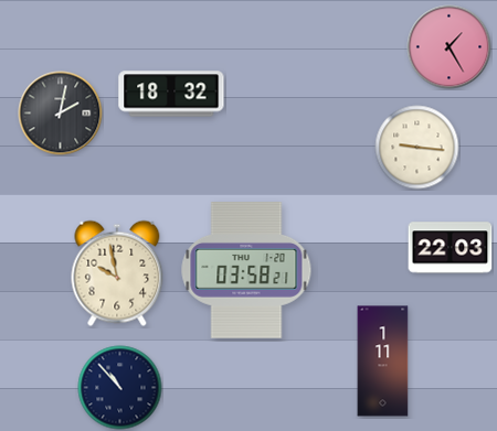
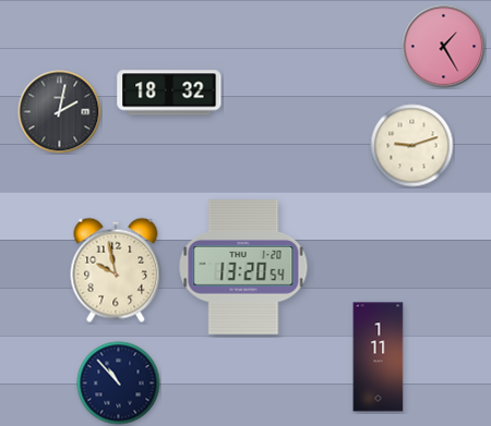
clock at (417, 148): 9:16 -> 9:12
clock at (451, 248): 22:03 -> none
clock at (246, 270): 03:58 -> 13:20
